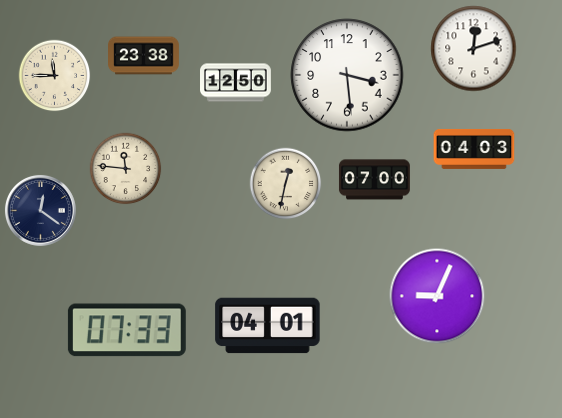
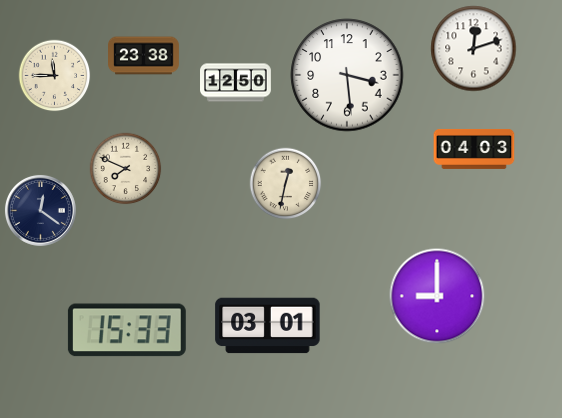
clock at (126, 169): 11:46 -> 7:49
clock at (374, 180): 07:00 -> none
clock at (437, 296): 9:04 -> 9:00
clock at (268, 326): 04:01 -> 03:01
clock at (127, 330): 07:33 -> 15:33
